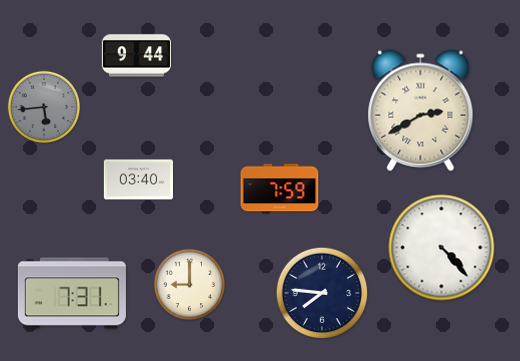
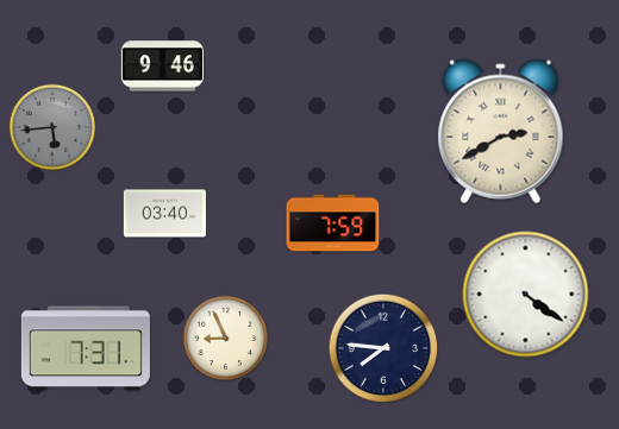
clock at (136, 56): 9:44 -> 9:46
clock at (442, 248): 4:23 -> 4:21
clock at (190, 285): 9:00 -> 8:56
